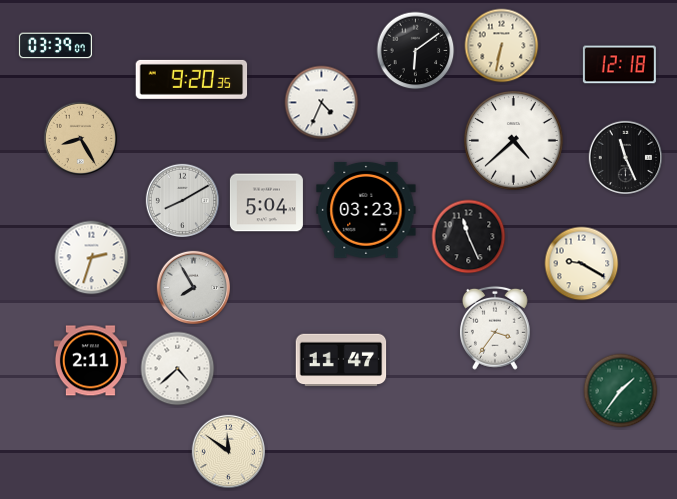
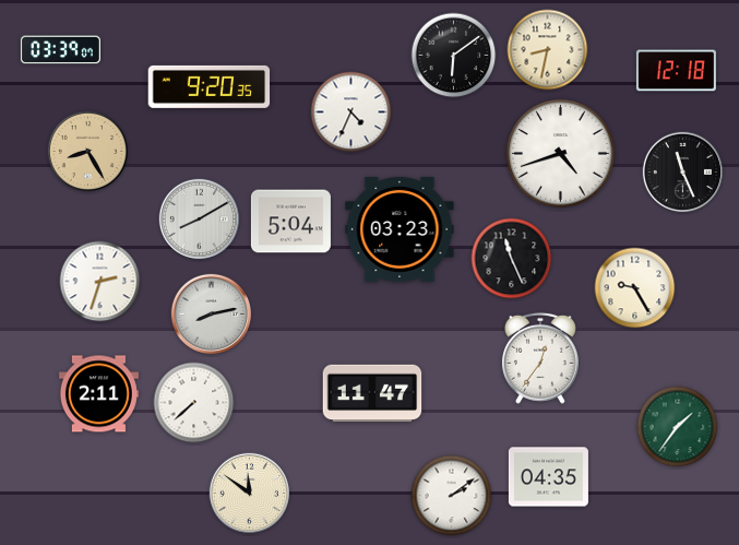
clock at (502, 46): 6:32 -> 8:32
clock at (514, 141): 4:38 -> 4:42
clock at (582, 264): 9:20 -> 9:25
clock at (193, 287): 7:55 -> 8:13
clock at (495, 328): 3:36 -> 12:36
clock at (178, 369): 4:38 -> 7:38
clock at (548, 477): none -> 04:35
clock at (452, 496): none -> 2:09
